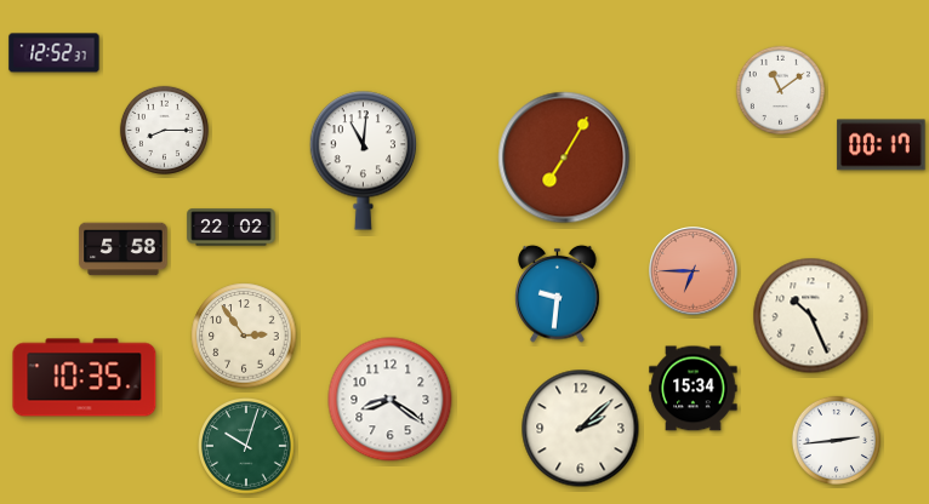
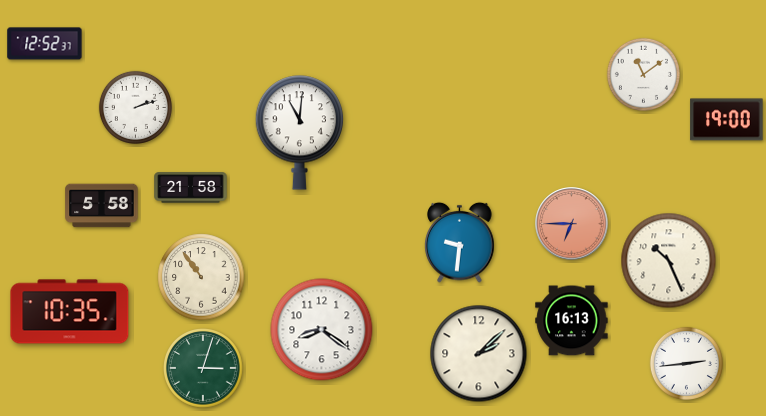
clock at (164, 130): 8:15 -> 2:12
clock at (882, 145): 00:17 -> 19:00
clock at (564, 157): 7:05 -> none
clock at (232, 228): 22:02 -> 21:58
clock at (244, 336): 2:54 -> 10:54
clock at (694, 389): 15:34 -> 16:13
clock at (836, 440) position: (836, 440) -> (686, 363)
clock at (247, 447): 10:03 -> 3:03
